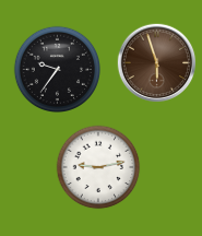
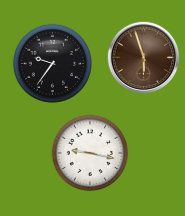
clock at (98, 167): 9:13 -> 9:17
